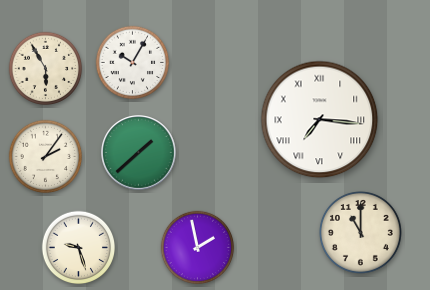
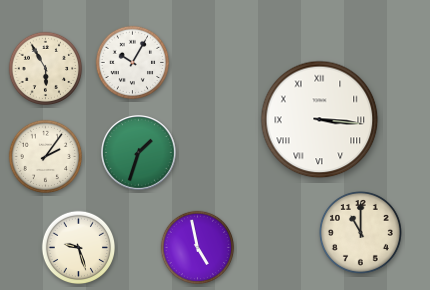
clock at (320, 120): 7:16 -> 3:16
clock at (139, 153): 1:38 -> 1:33
clock at (198, 248): 1:58 -> 4:58
